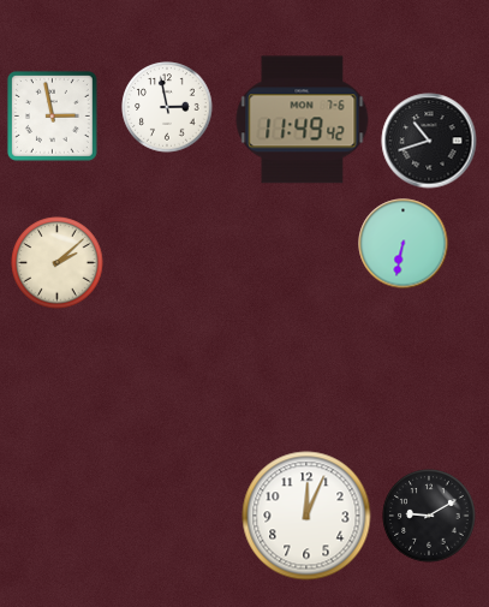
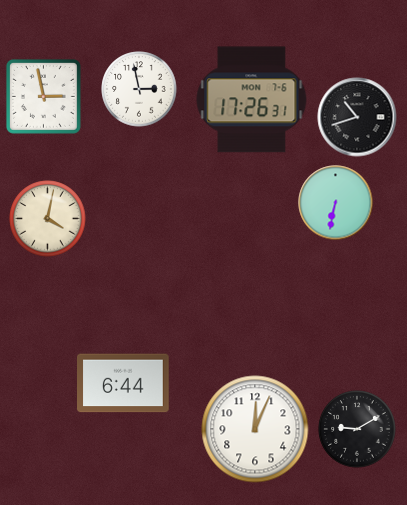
clock at (303, 120): 11:49 -> 17:26
clock at (58, 263): 2:08 -> 4:02
clock at (123, 383): none -> 6:44
